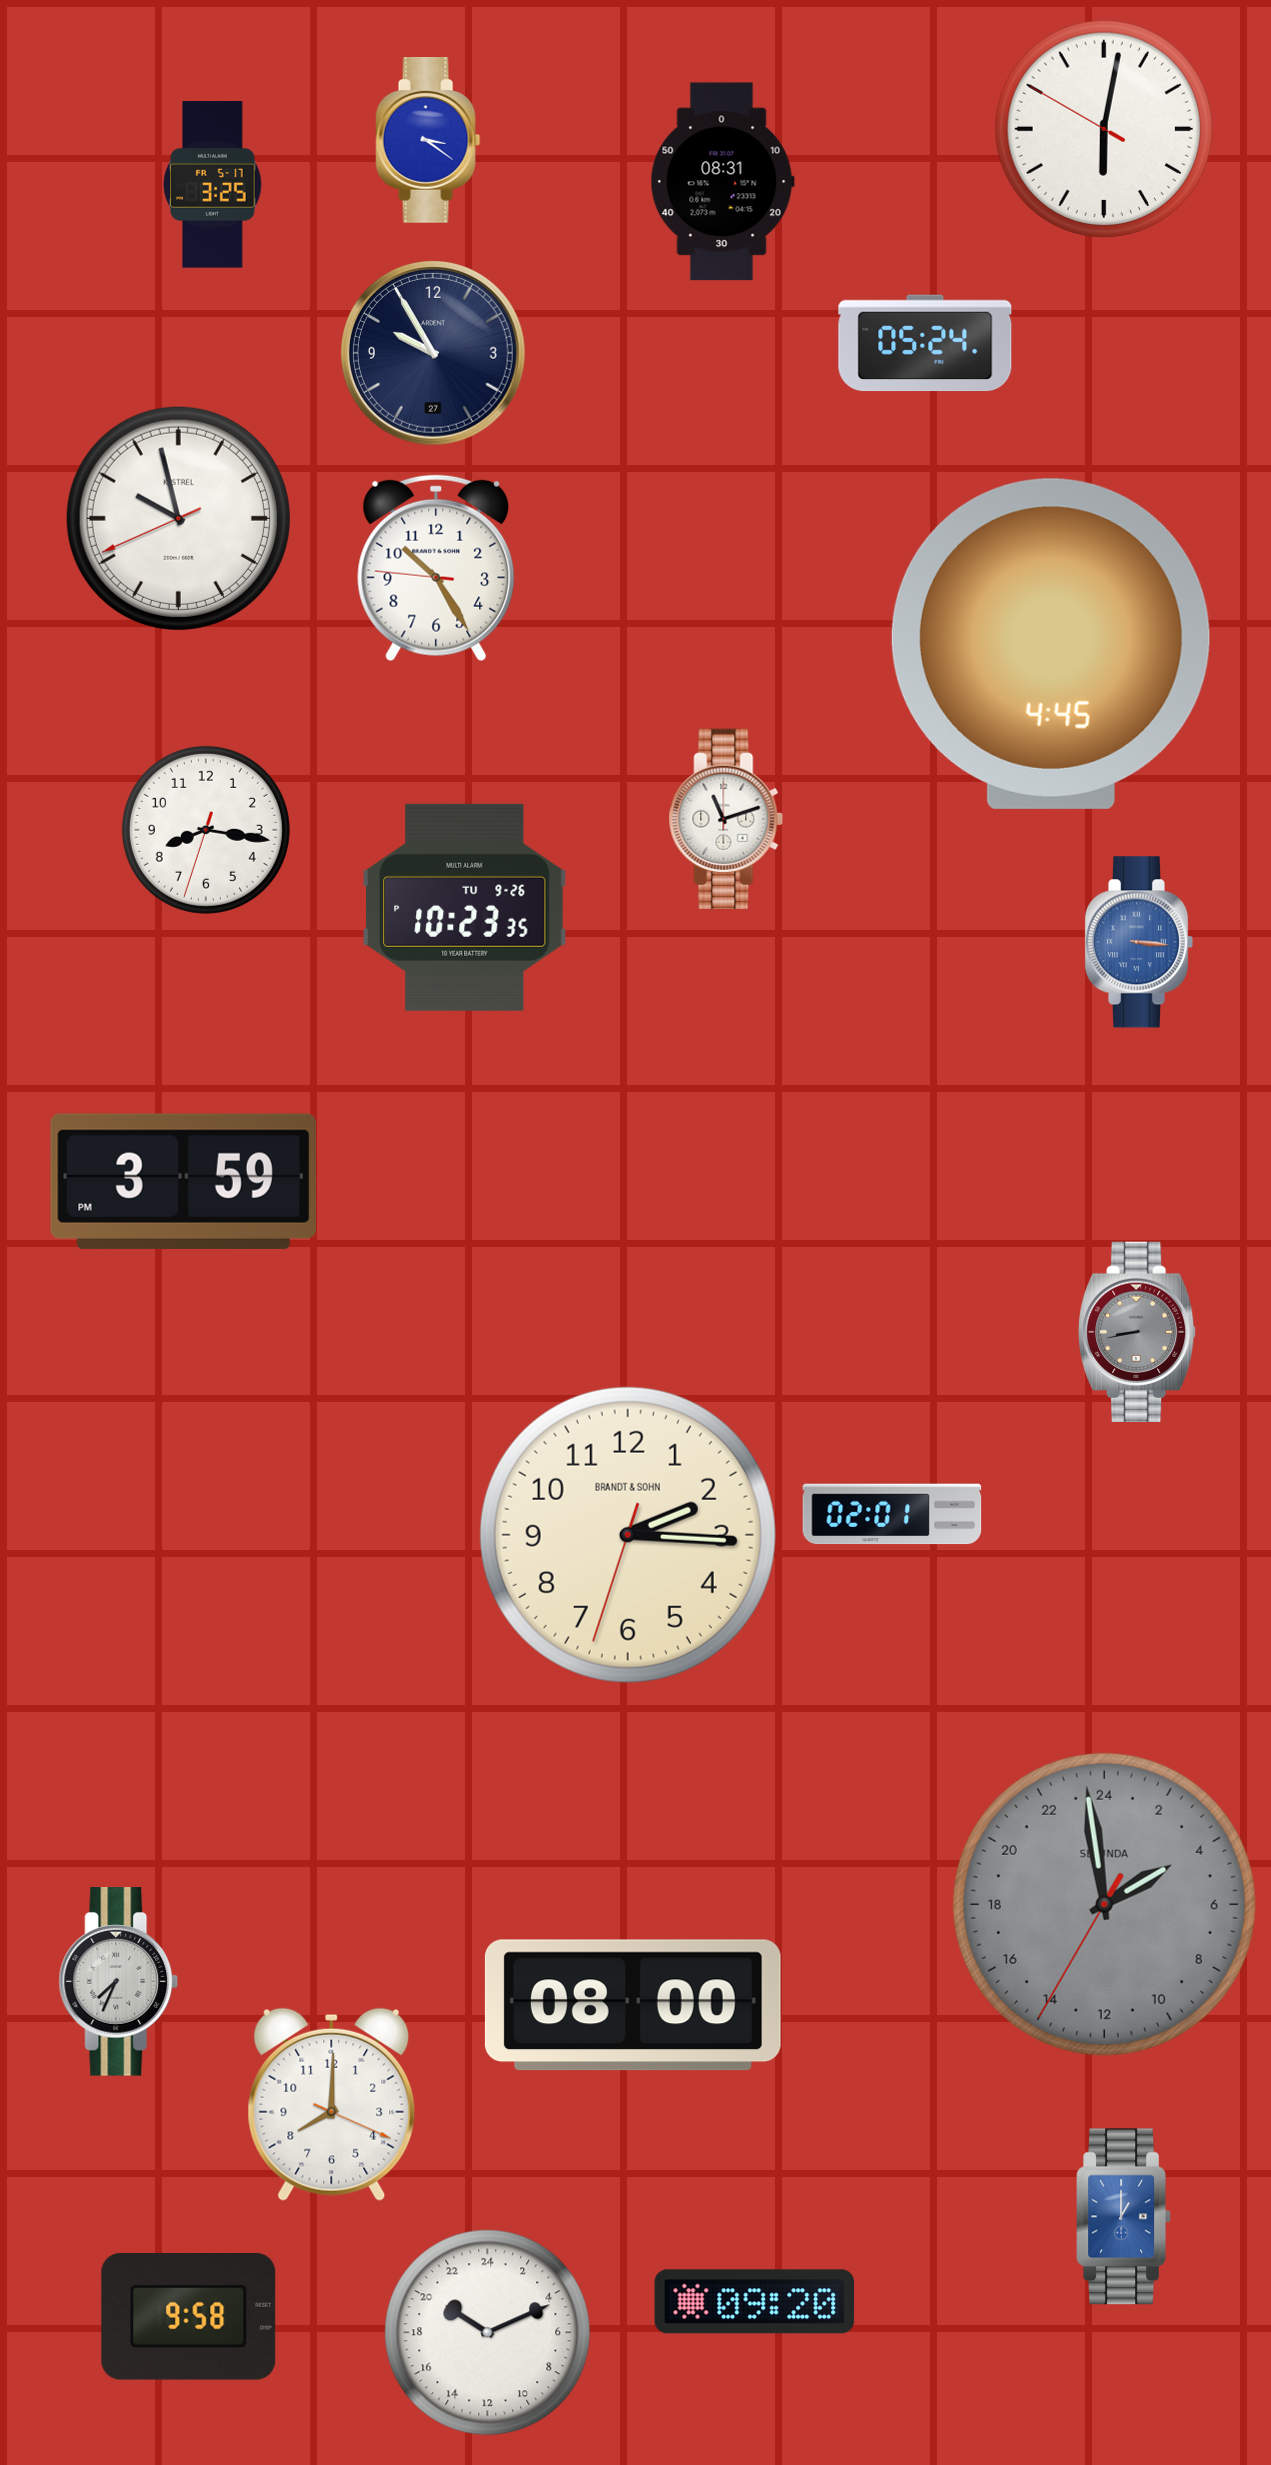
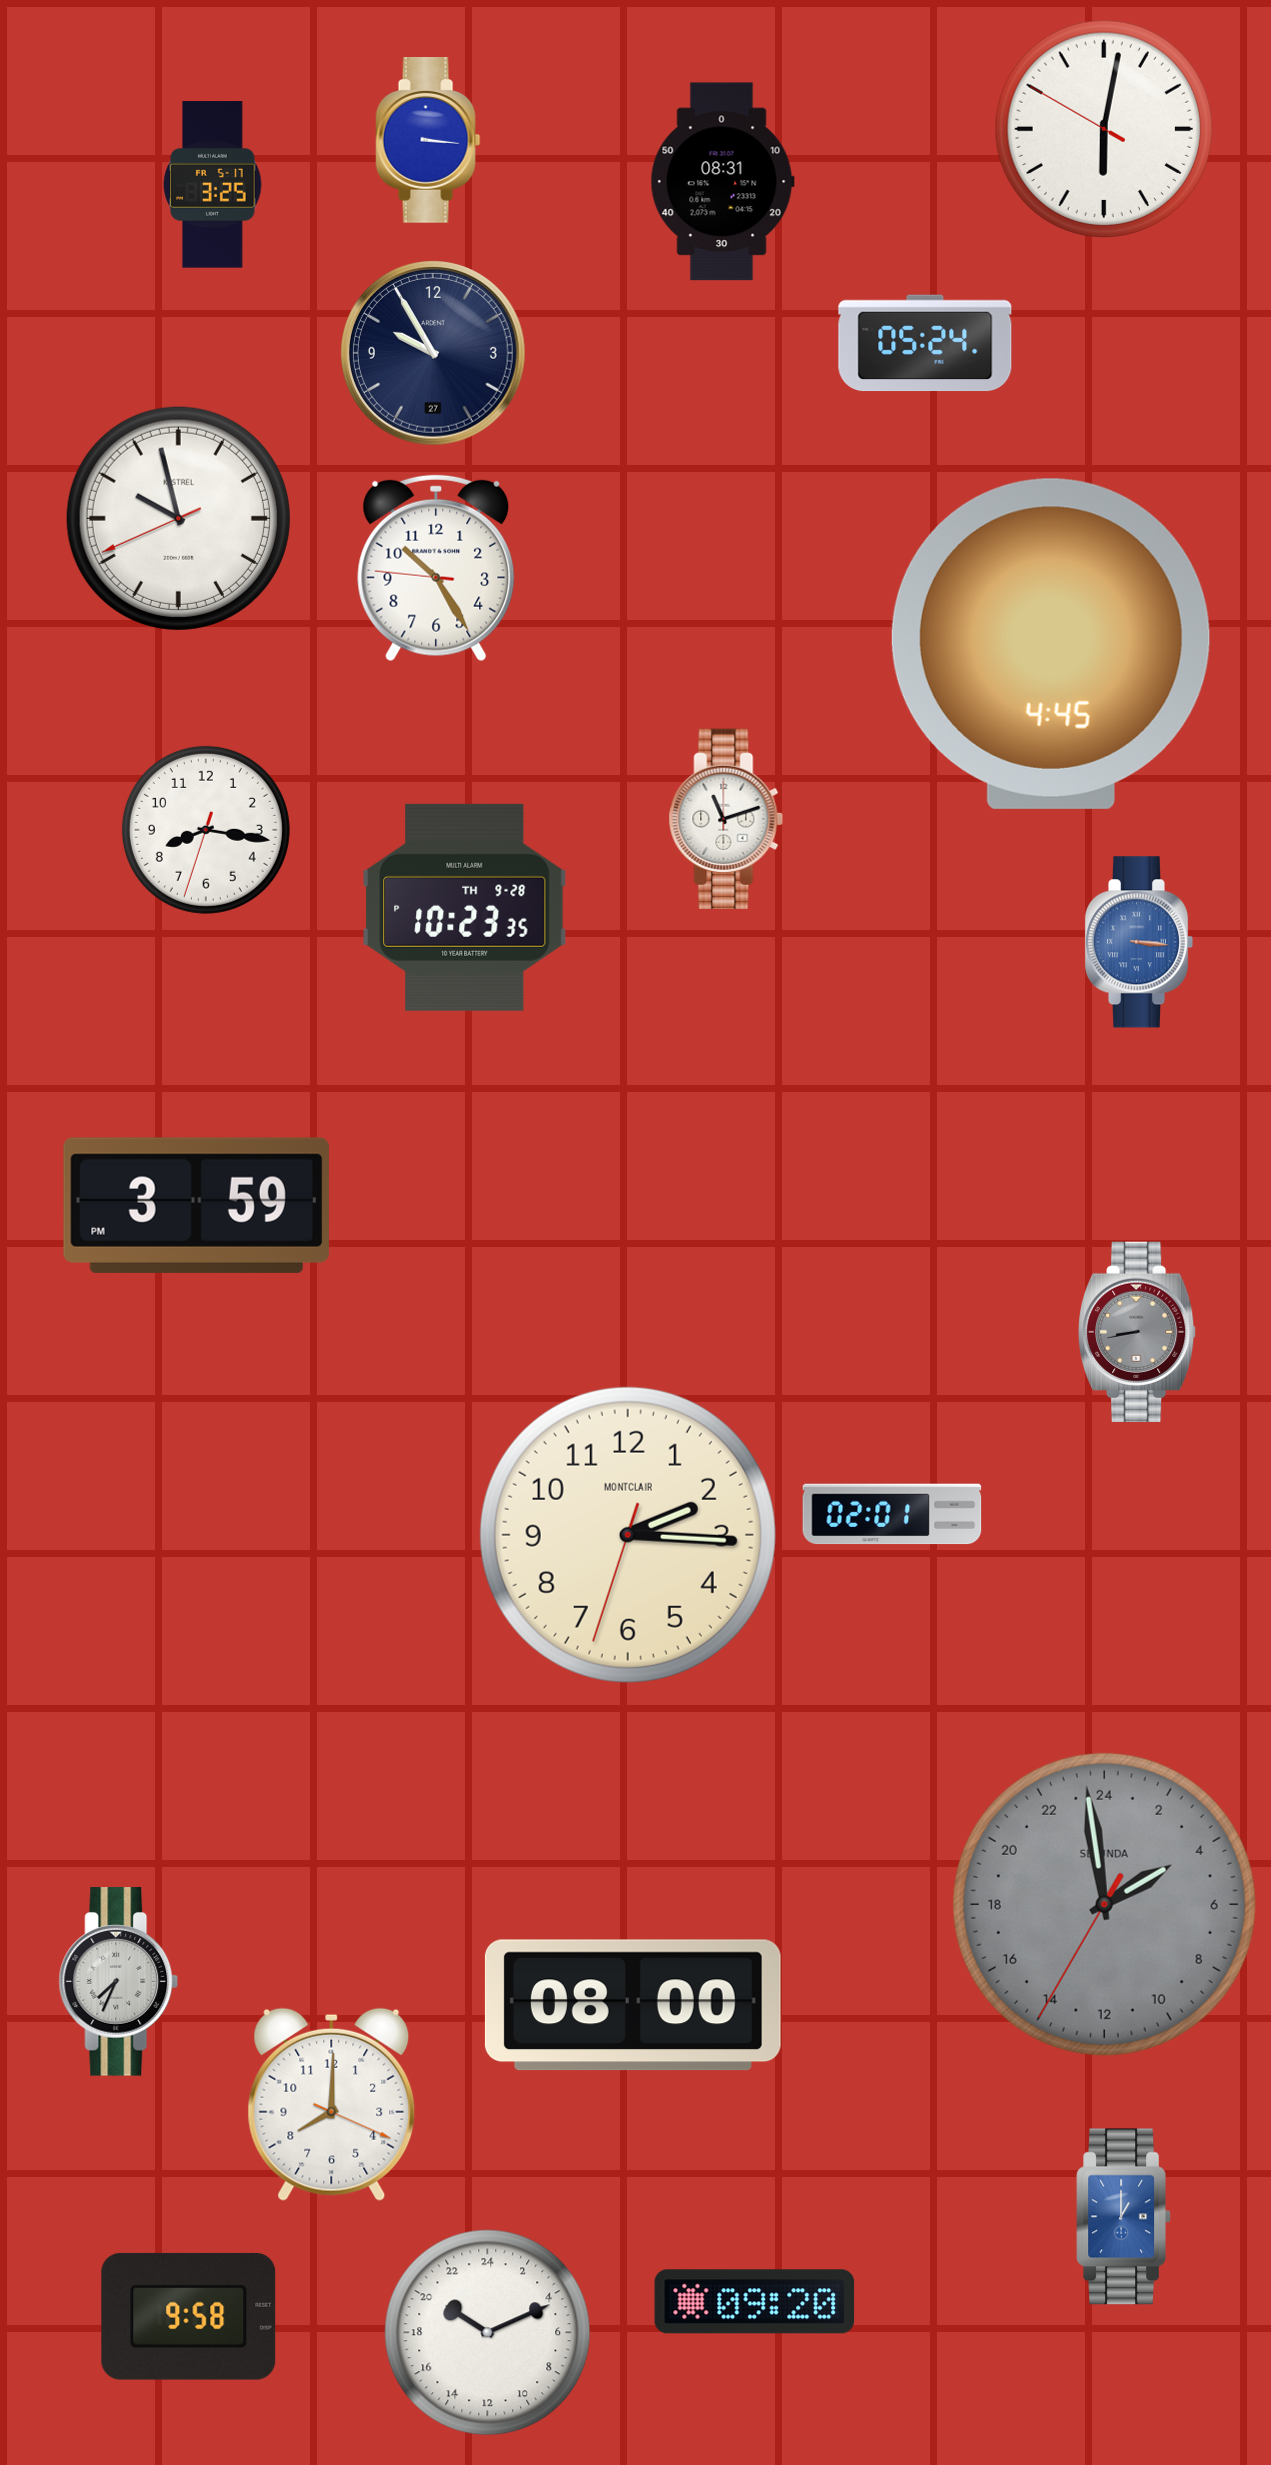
clock at (428, 141): 3:21 -> 3:16
clock at (465, 907) date: TU 9-26 -> TH 9-28
clock at (183, 1181) position: (183, 1181) -> (196, 1205)
clock at (628, 1535) brand: BRANDT & SOHN -> MONTCLAIR
